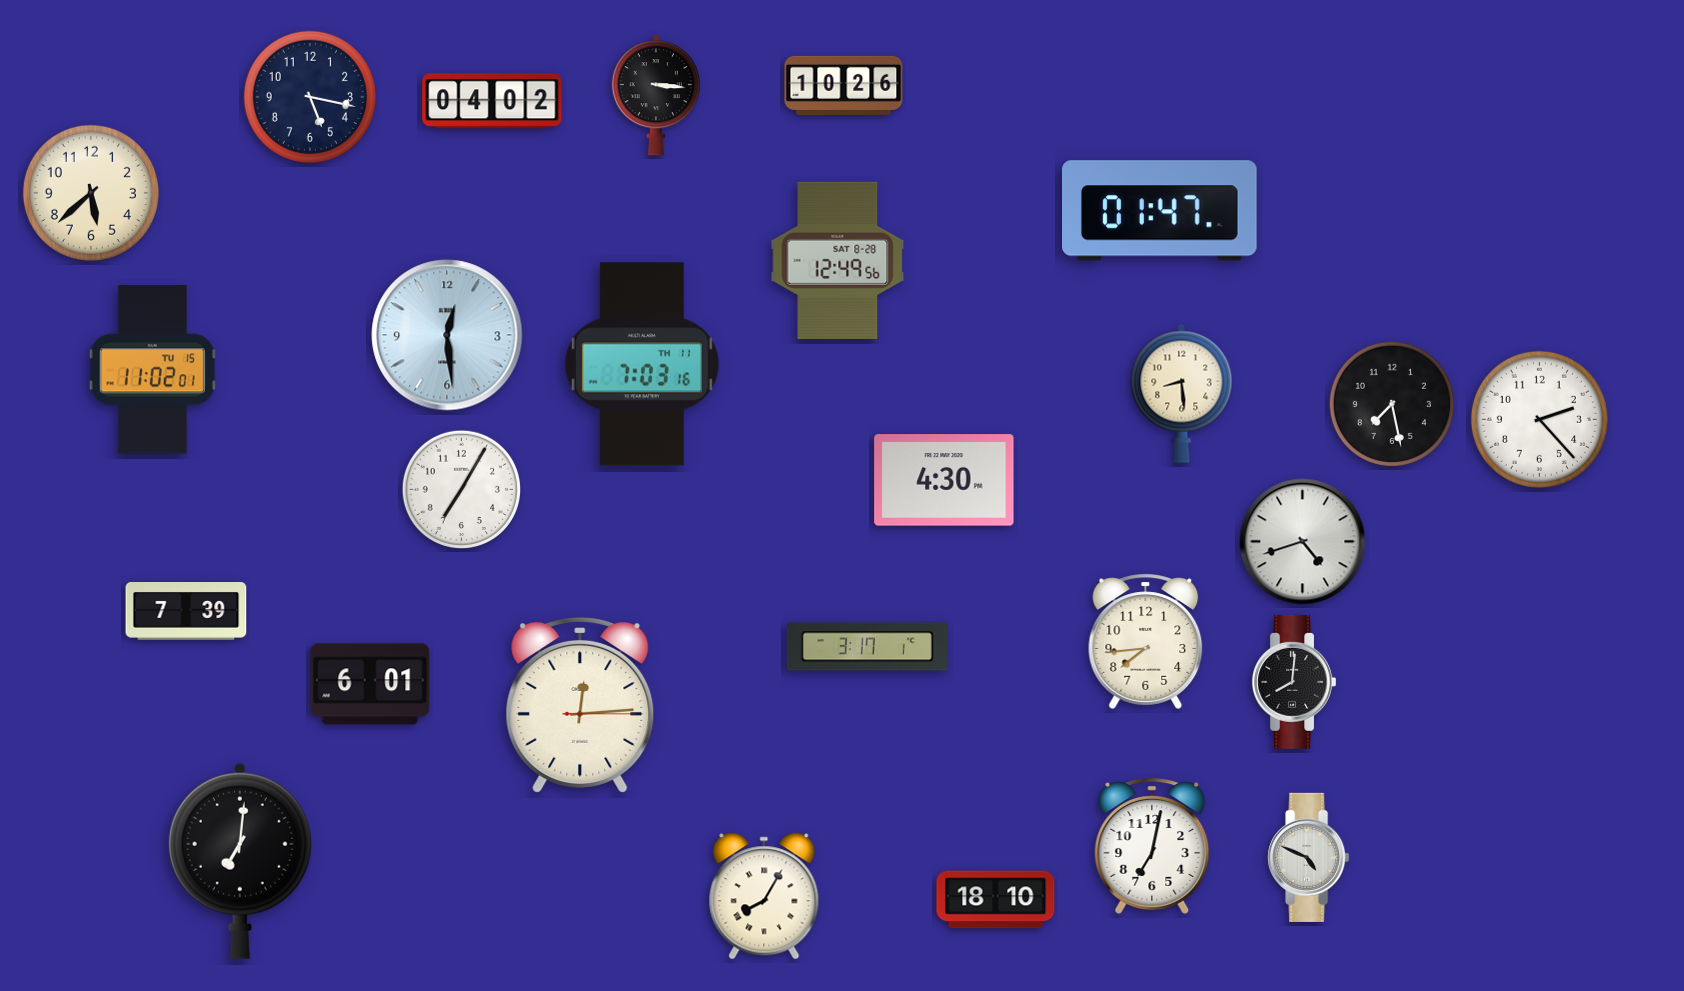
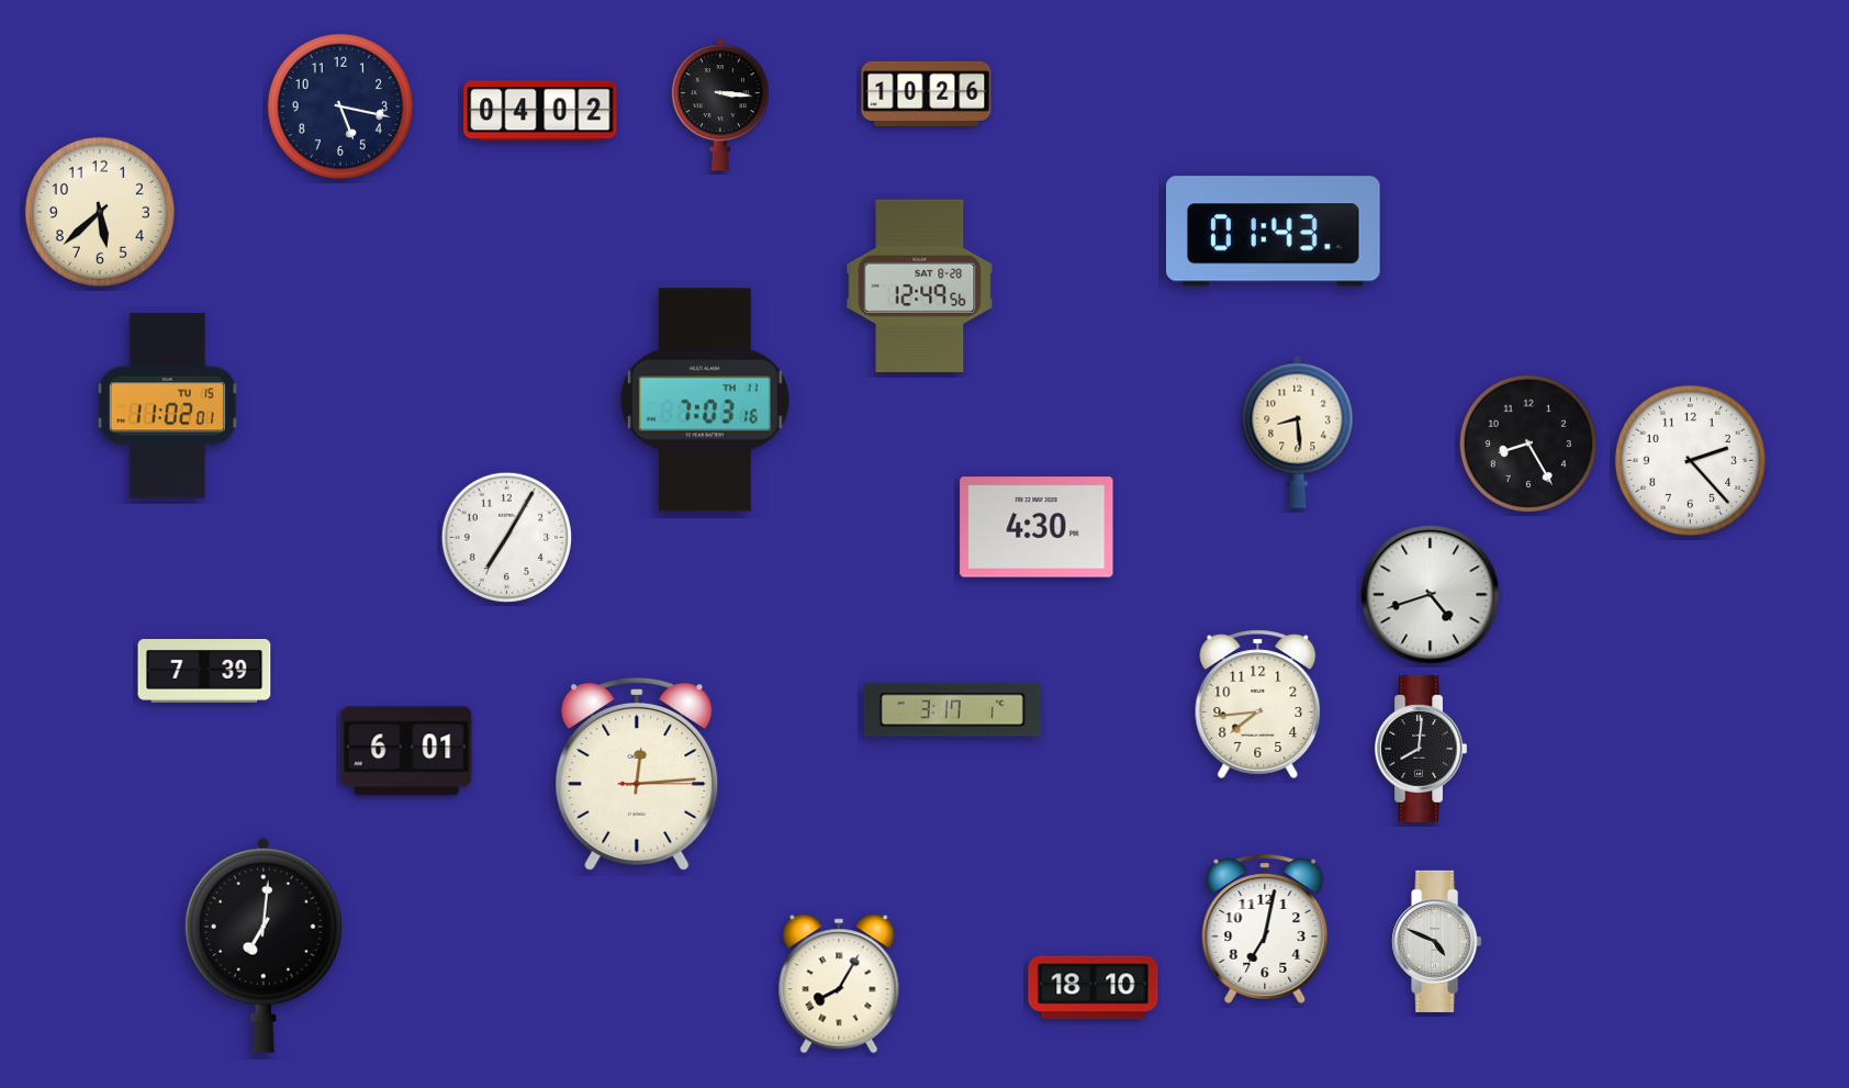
clock at (1160, 211): 01:47 -> 01:43
clock at (447, 335): 12:29 -> none
clock at (1392, 404): 7:28 -> 8:25
